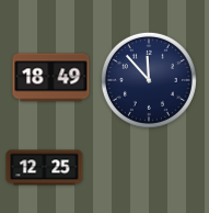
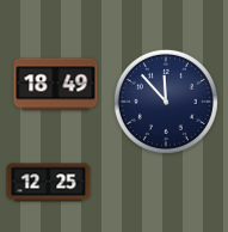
clock at (149, 80) position: (149, 80) -> (166, 102)
